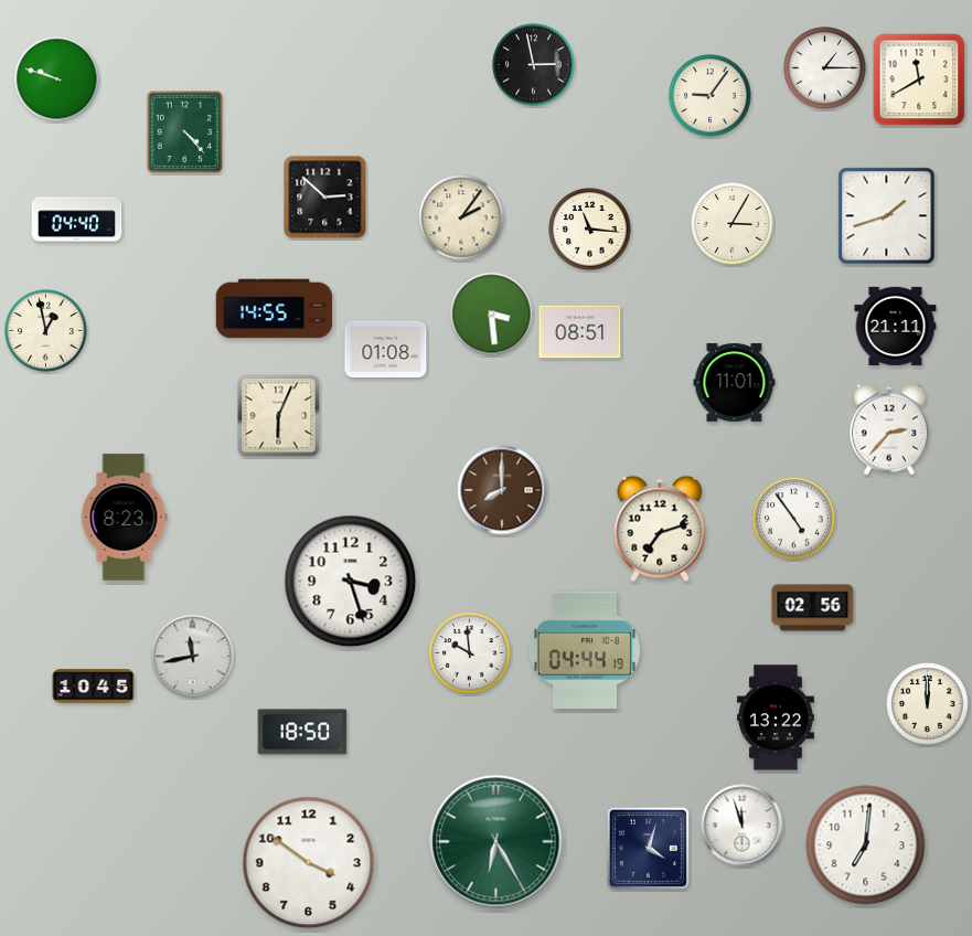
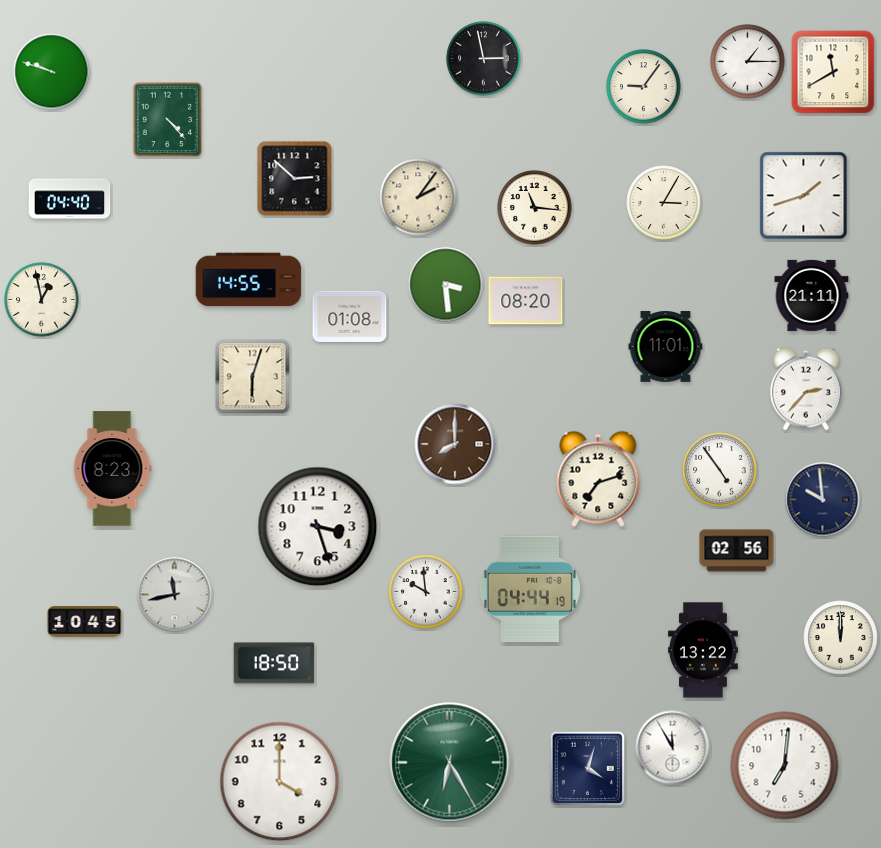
clock at (580, 332): 08:51 -> 08:20
clock at (279, 416): 6:04 -> 6:03
clock at (823, 500): none -> 9:59
clock at (743, 826): 11:57 -> 11:55
clock at (309, 863): 3:51 -> 4:00
